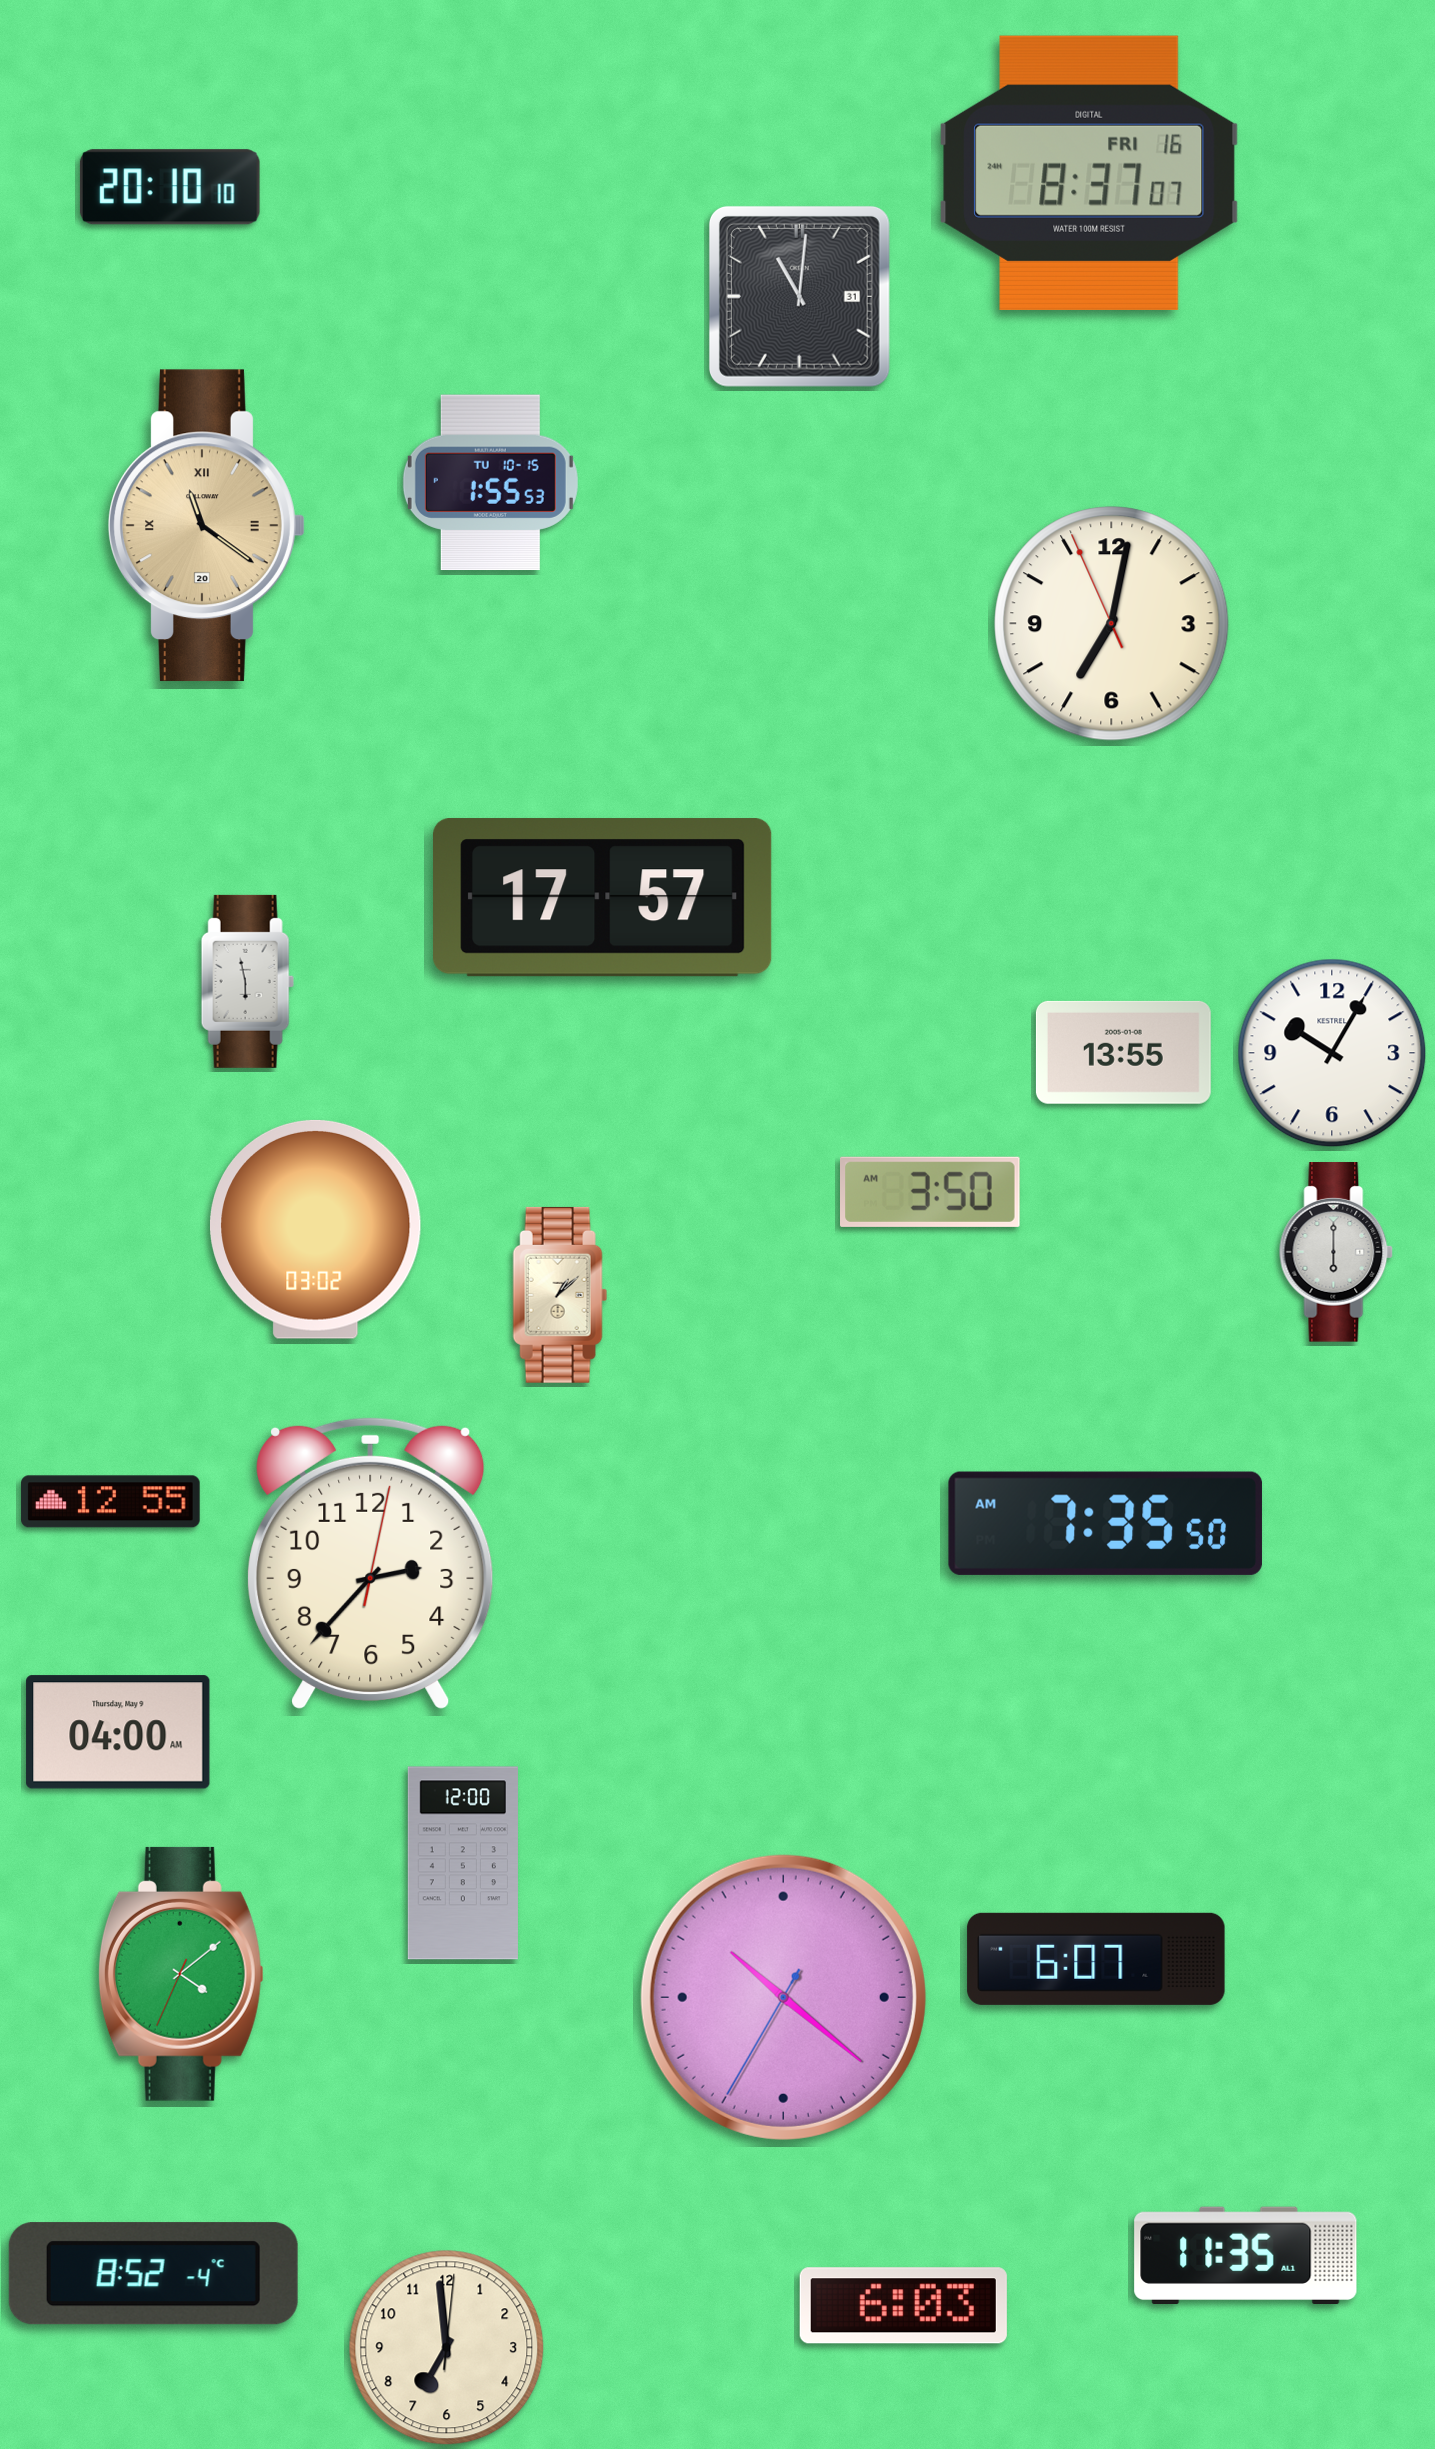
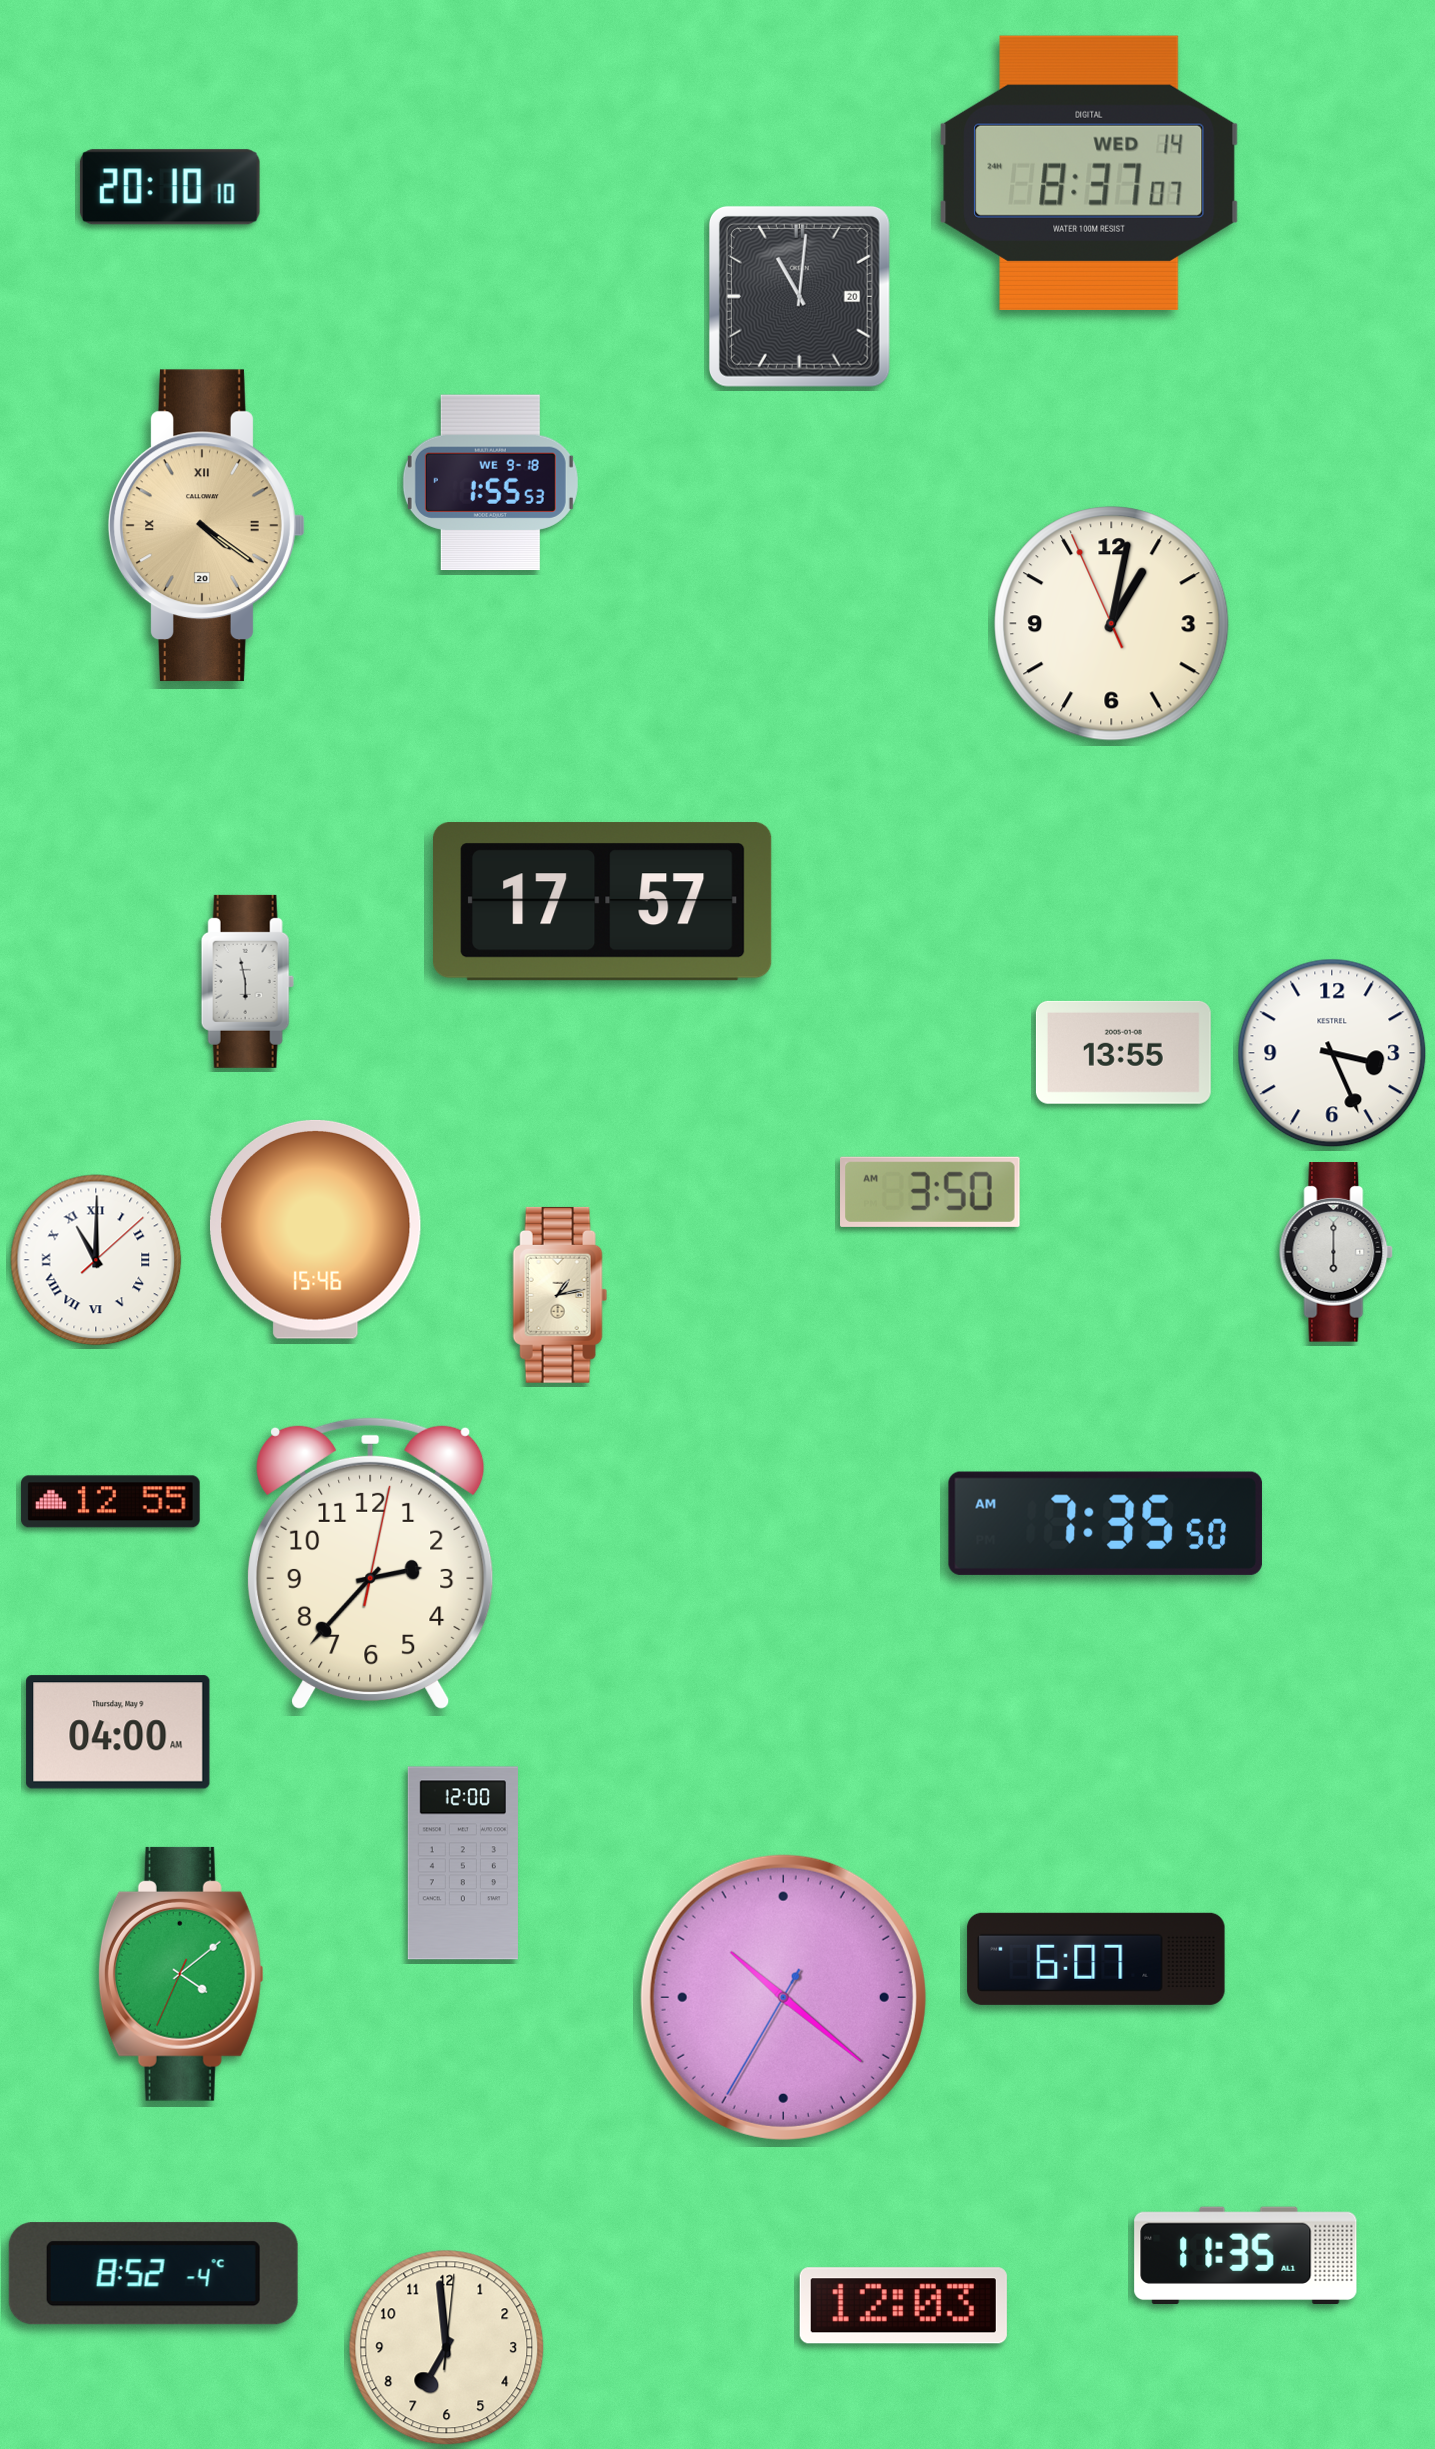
clock at (1089, 173) date: FRI 16 -> WED 14
clock at (799, 296) date: 31 -> 20
clock at (490, 483) date: TU 10-15 -> WE 9-18
clock at (207, 526): 11:21 -> 4:21
clock at (1112, 624): 7:01 -> 1:01
clock at (603, 898) position: (603, 898) -> (603, 902)
clock at (1332, 1053): 10:05 -> 3:26
clock at (316, 1229): 03:02 -> 15:46
clock at (96, 1260): none -> 11:00
clock at (560, 1295): 1:08 -> 1:13
clock at (903, 2306): 6:03 -> 12:03
